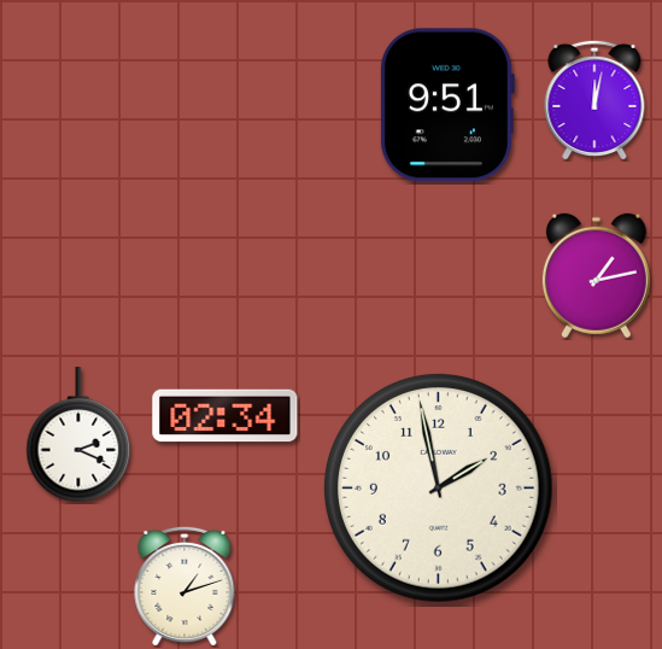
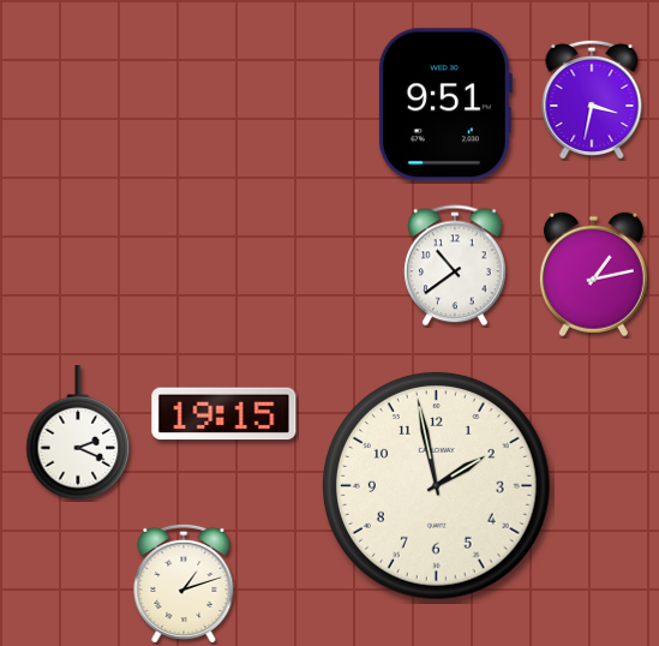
clock at (594, 99): 12:02 -> 3:32
clock at (455, 265): none -> 10:39
clock at (225, 416): 02:34 -> 19:15
